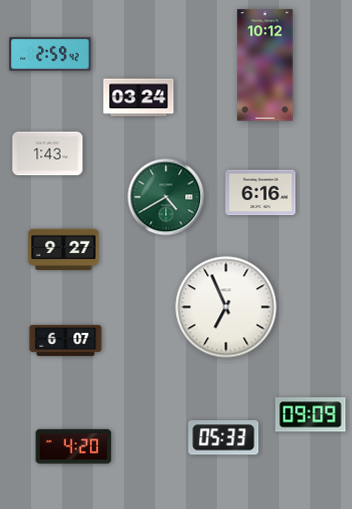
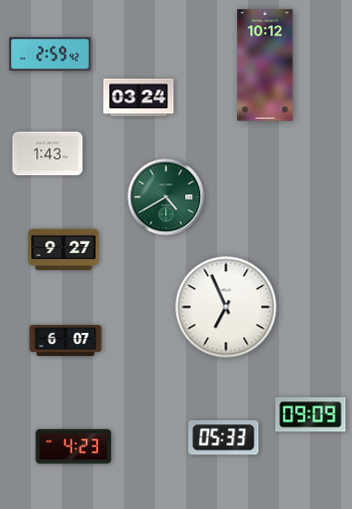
clock at (261, 193): 6:16 -> none
clock at (74, 447): 4:20 -> 4:23
